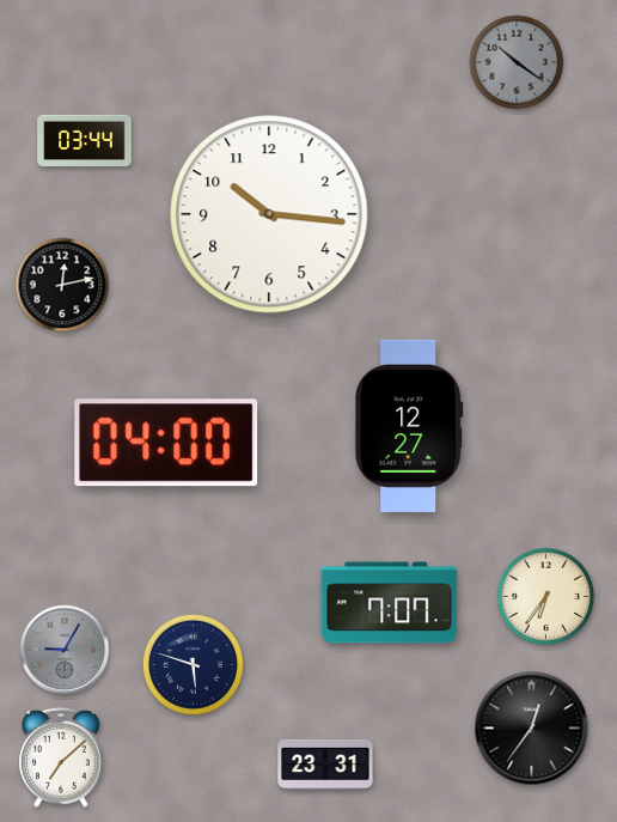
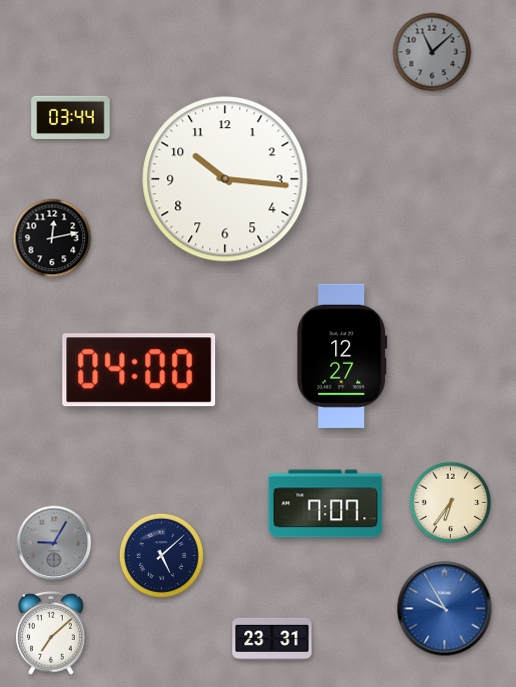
clock at (517, 62): 10:21 -> 11:08
clock at (546, 597) position: (546, 597) -> (451, 503)
clock at (193, 664): 5:48 -> 5:08
clock at (532, 729): 12:36 -> 9:55
clock at (532, 729) dial: black -> blue
